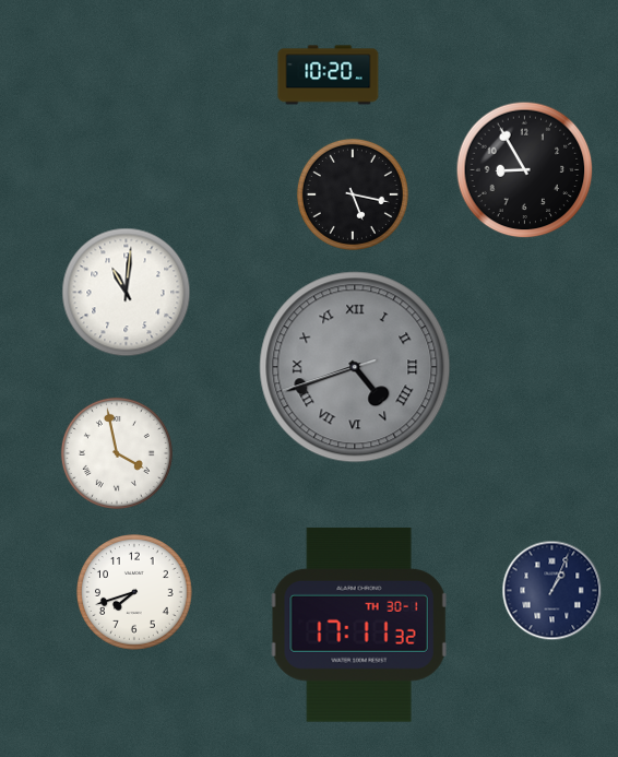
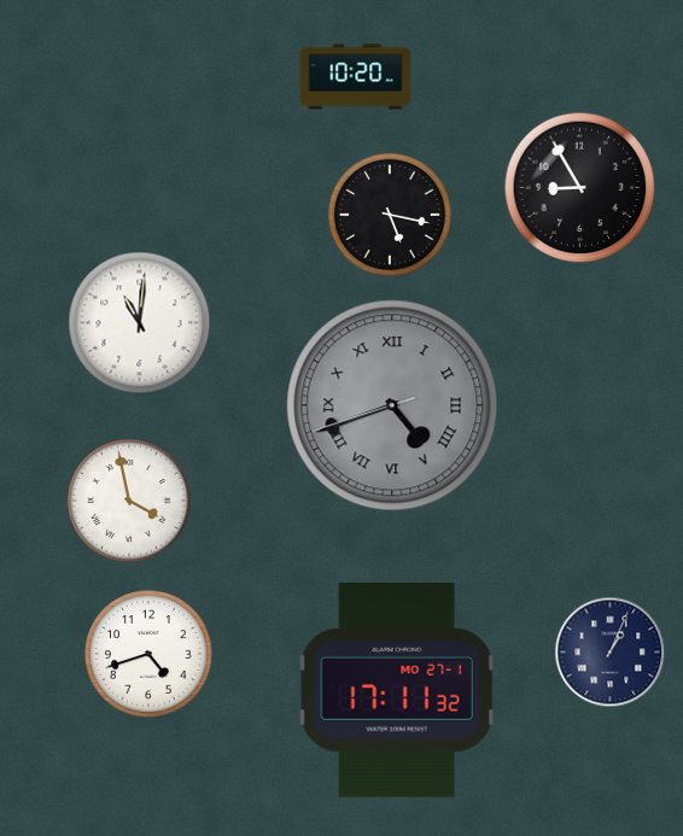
clock at (329, 75) position: (329, 75) -> (356, 77)
clock at (135, 593): 7:42 -> 4:42
clock at (359, 625) date: TH 30-1 -> MO 27-1
